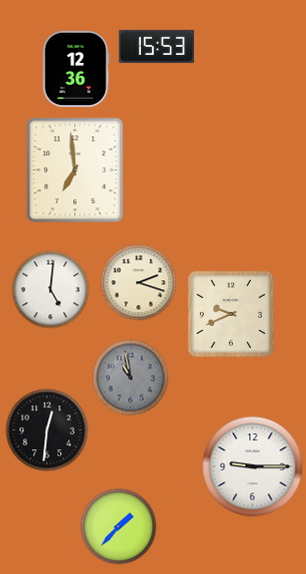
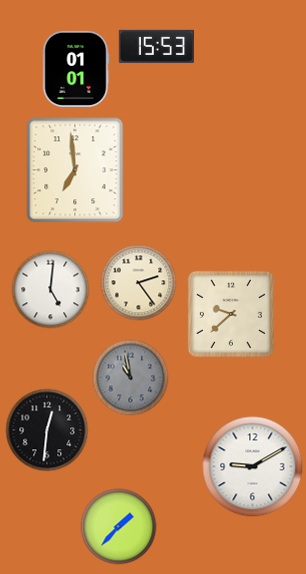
clock at (76, 69): 12:36 -> 01:01
clock at (139, 283): 2:18 -> 2:24
clock at (231, 314): 9:41 -> 9:38
clock at (253, 467): 9:15 -> 9:10
